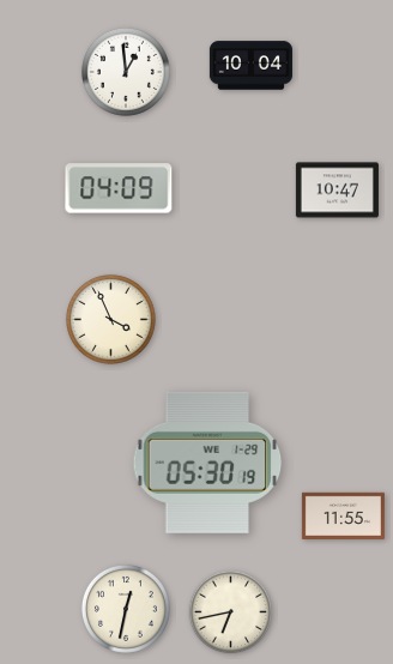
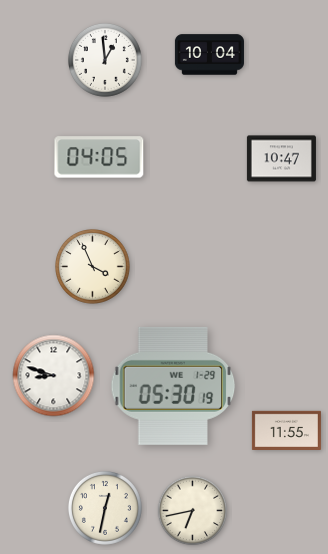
clock at (119, 188): 04:09 -> 04:05
clock at (54, 376): none -> 8:48
